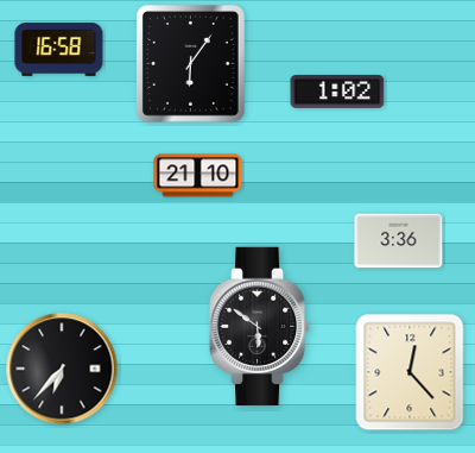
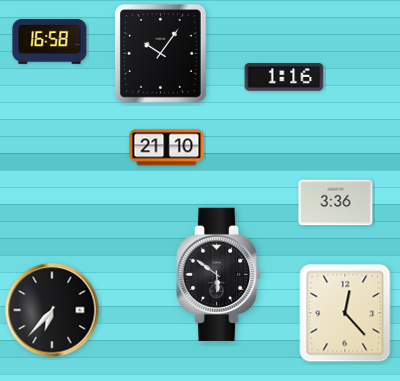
clock at (191, 64): 6:06 -> 10:06
clock at (337, 93): 1:02 -> 1:16
